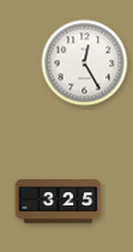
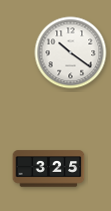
clock at (85, 63): 12:25 -> 10:21
